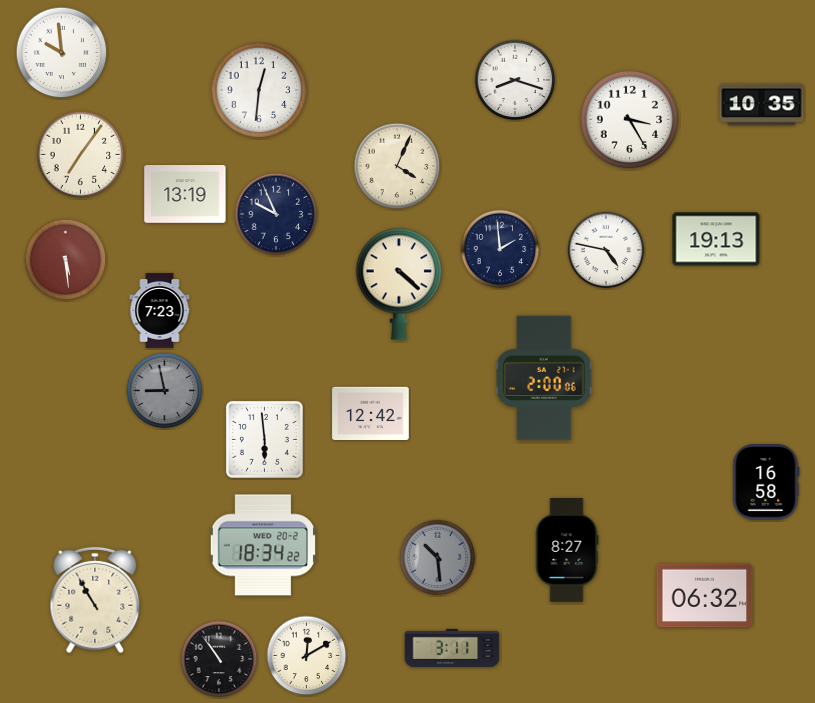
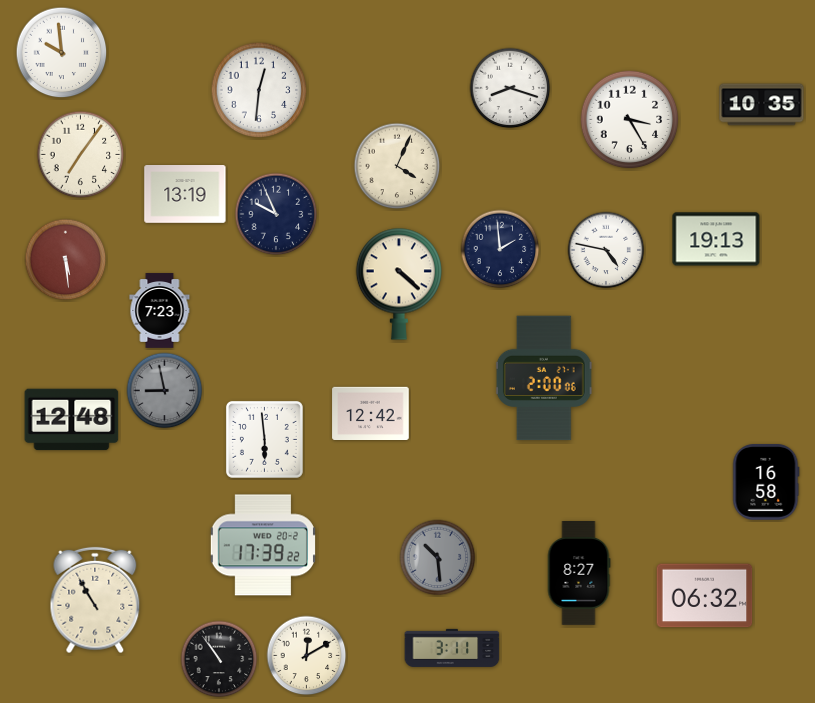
clock at (515, 80) position: (515, 80) -> (510, 88)
clock at (72, 420): none -> 12:48
clock at (263, 545): 18:34 -> 17:39
clock at (567, 551) position: (567, 551) -> (579, 574)
